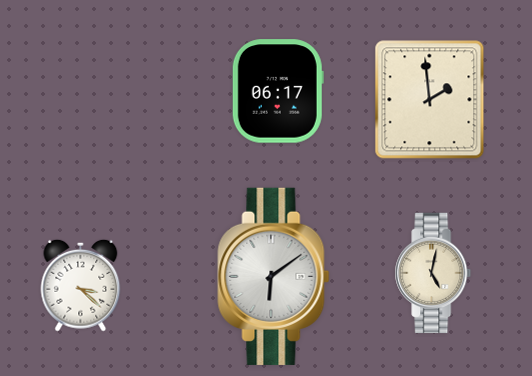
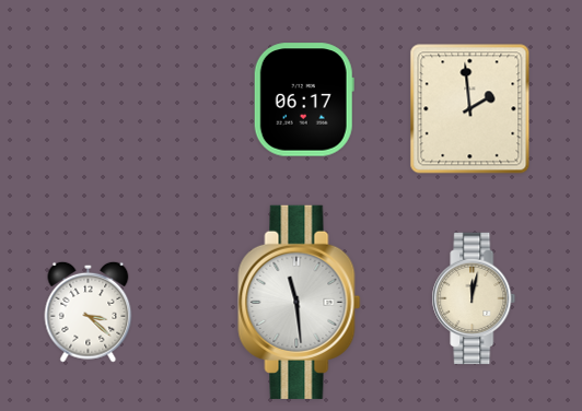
clock at (433, 273): 5:02 -> 12:02
clock at (274, 276): 6:09 -> 11:29
